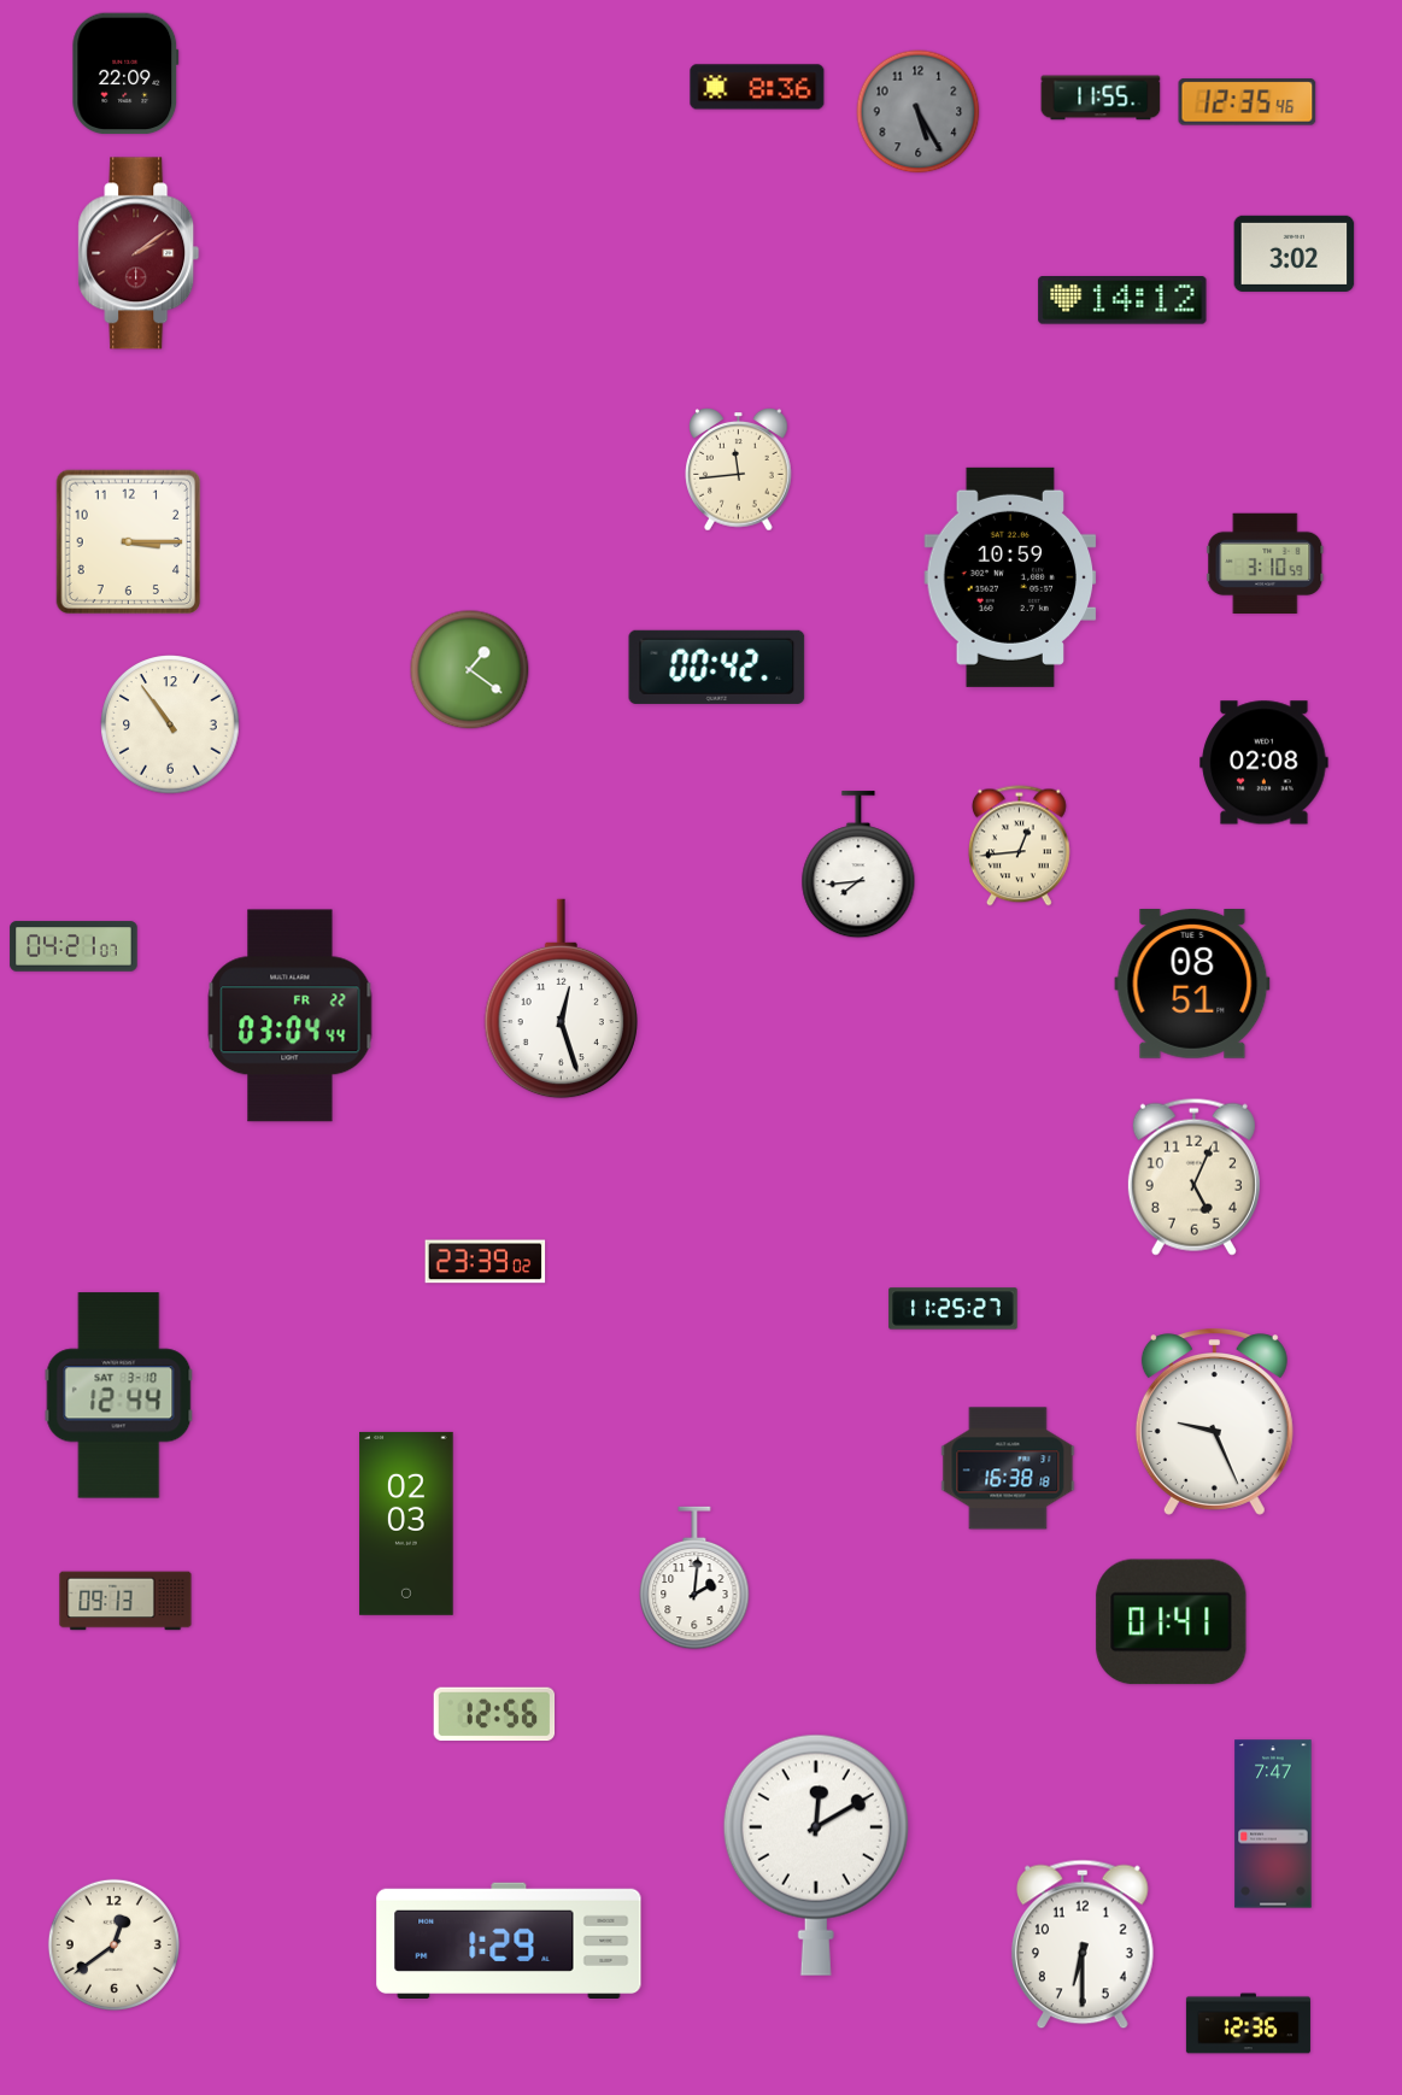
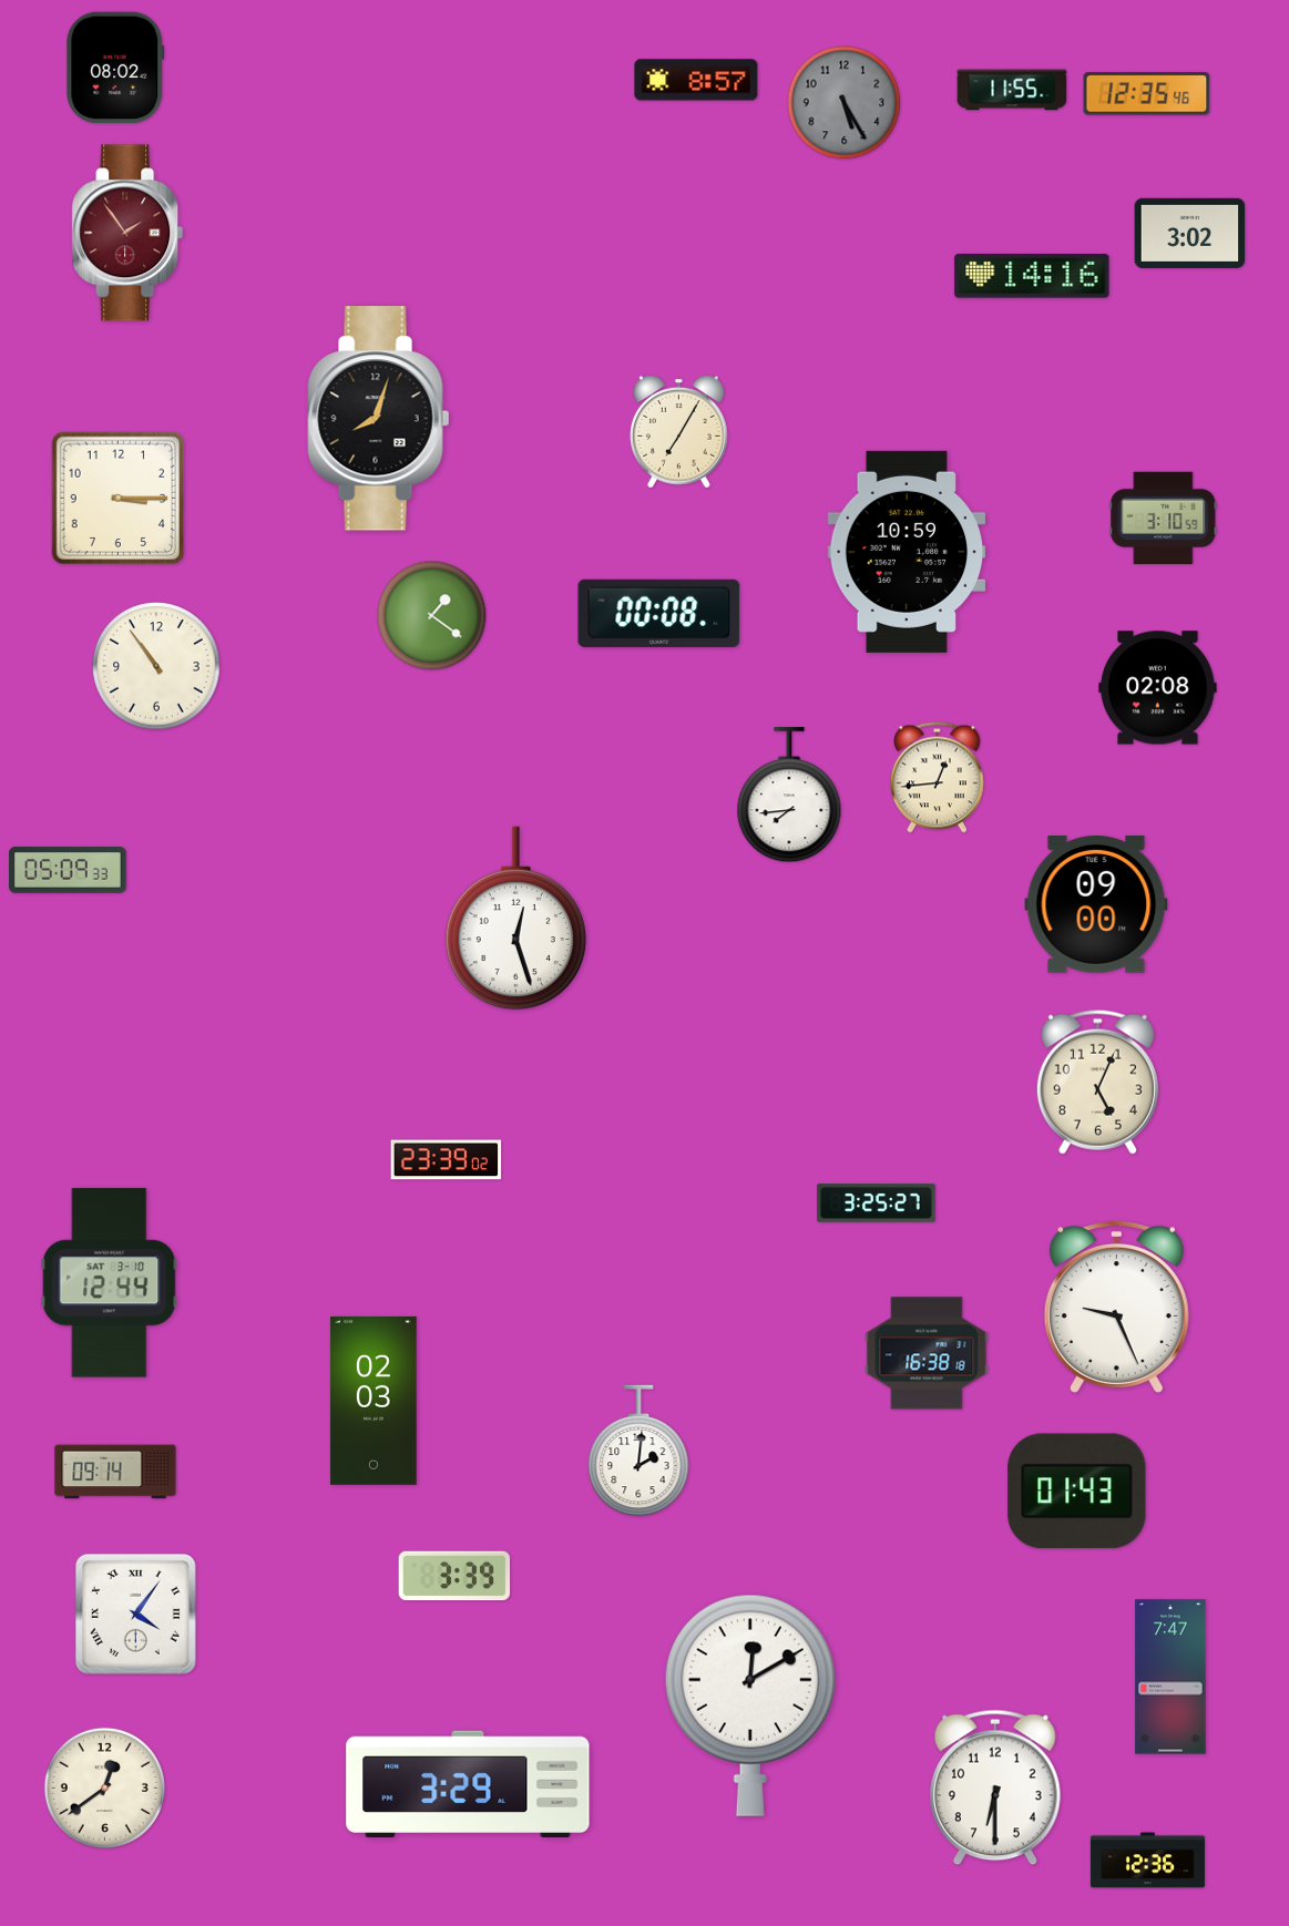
clock at (125, 74): 22:09 -> 08:02
clock at (757, 87): 8:36 -> 8:57
clock at (139, 253): 2:09 -> 1:54
clock at (1122, 301): 14:12 -> 14:16
clock at (379, 419): none -> 8:03
clock at (739, 470): 11:44 -> 7:05
clock at (1010, 577) position: (1010, 577) -> (907, 552)
clock at (717, 667): 00:42 -> 00:08
clock at (1265, 763) position: (1265, 763) -> (1158, 688)
clock at (74, 946): 04:21 -> 05:09
clock at (1192, 985): 08:51 -> 09:00
clock at (291, 1016): 03:04 -> none
clock at (954, 1309): 11:25 -> 3:25
clock at (1008, 1468) position: (1008, 1468) -> (927, 1353)
clock at (125, 1601): 09:13 -> 09:14
clock at (1172, 1622): 01:41 -> 01:43
clock at (494, 1714): 12:56 -> 3:39
clock at (135, 1613): none -> 4:06
clock at (509, 1940): 1:29 -> 3:29
